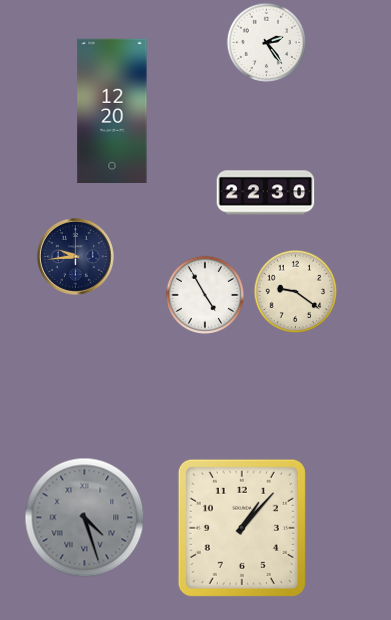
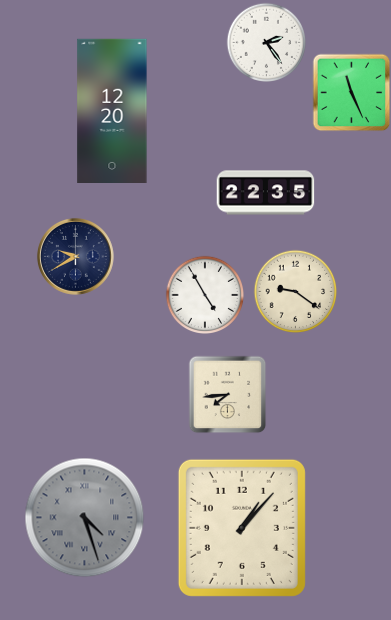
clock at (351, 92): none -> 11:26
clock at (266, 193): 22:30 -> 22:35
clock at (75, 256): 9:44 -> 9:40
clock at (227, 394): none -> 7:44
